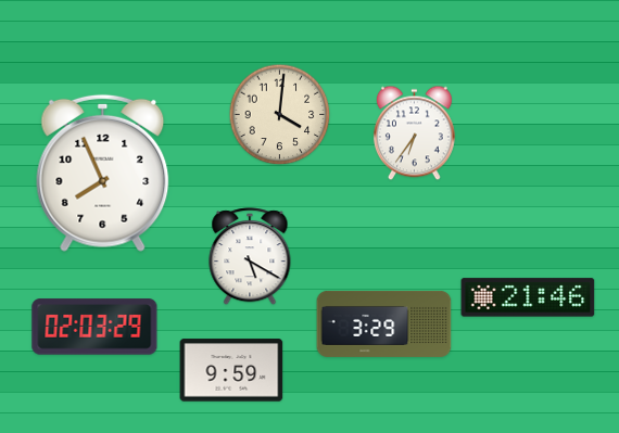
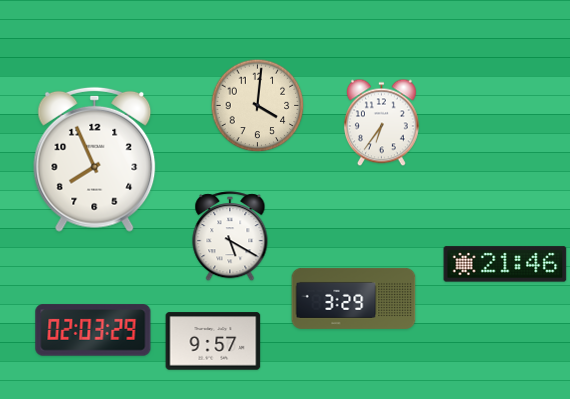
clock at (528, 297) position: (528, 297) -> (505, 264)
clock at (94, 327) position: (94, 327) -> (93, 330)
clock at (231, 370): 9:59 -> 9:57
